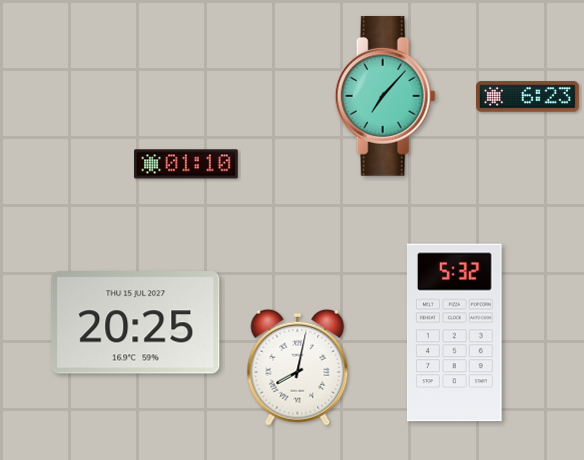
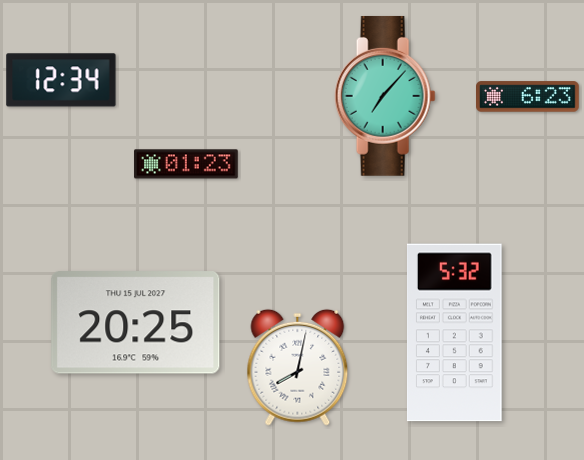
clock at (61, 80): none -> 12:34
clock at (186, 164): 01:10 -> 01:23
